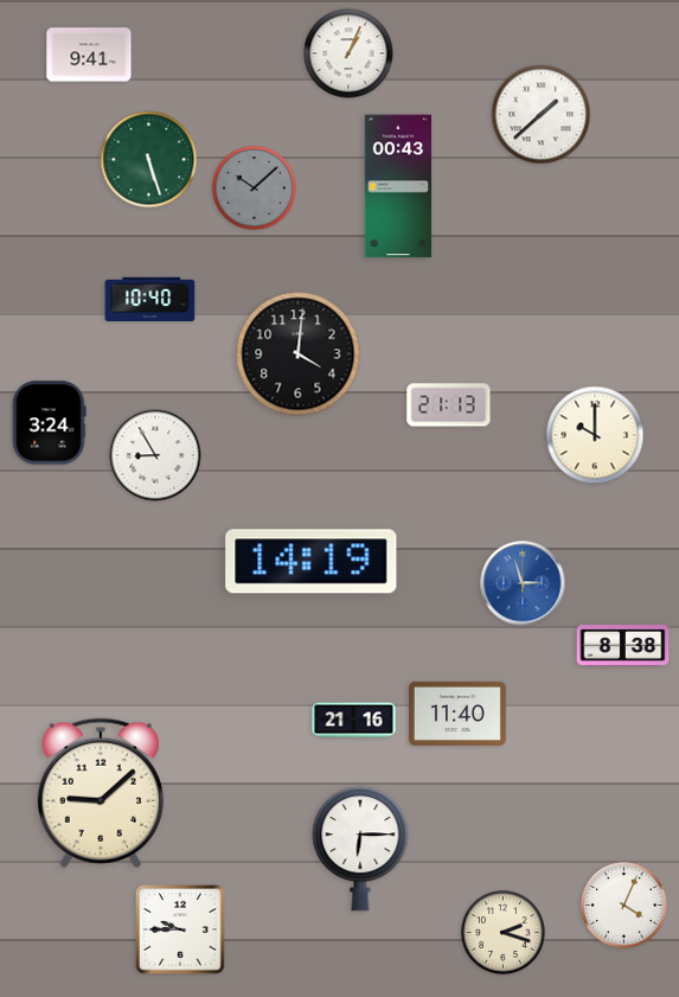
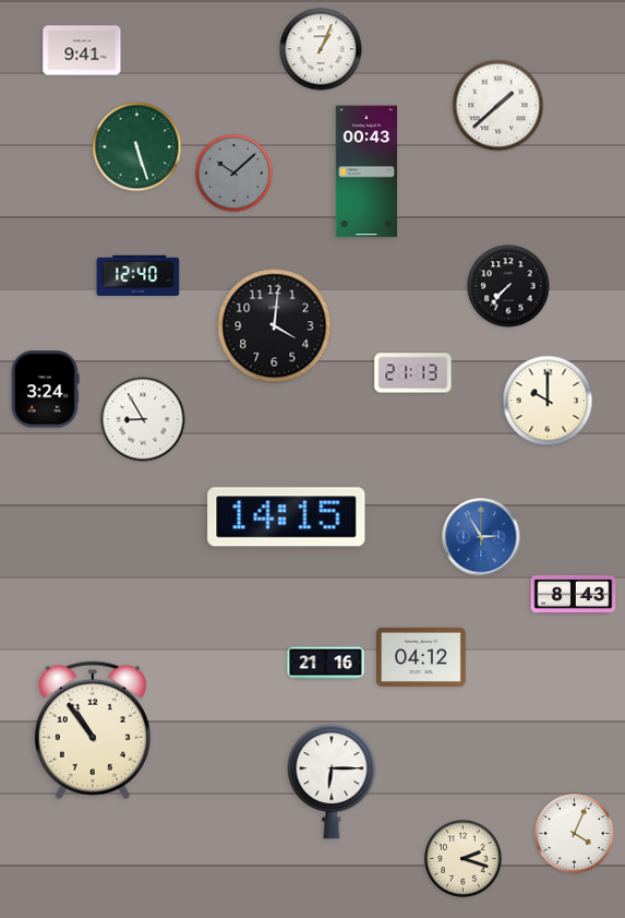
clock at (150, 299): 10:40 -> 12:40
clock at (508, 286): none -> 7:37
clock at (312, 562): 14:19 -> 14:15
clock at (523, 583): 2:57 -> 2:55
clock at (623, 646): 8:38 -> 8:43
clock at (459, 714): 11:40 -> 04:12
clock at (101, 793): 9:08 -> 10:54
clock at (181, 931): 9:45 -> none
